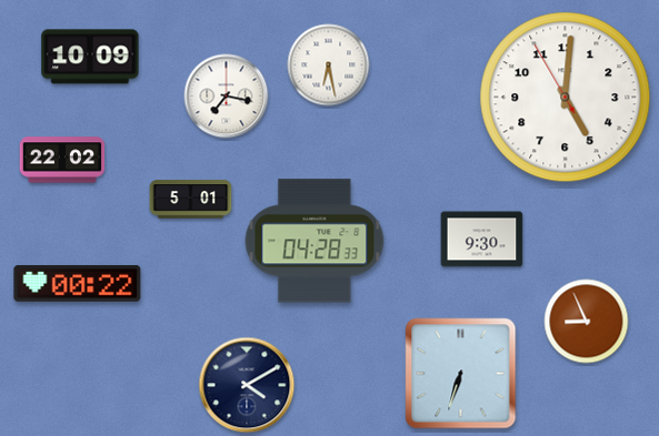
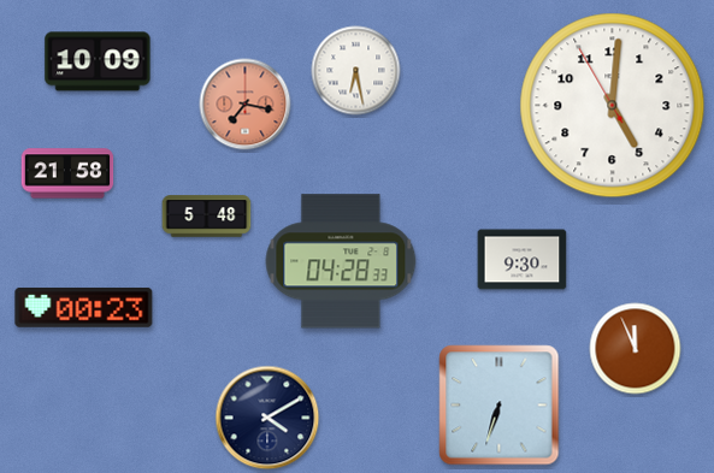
clock at (227, 97) dial: white -> salmon
clock at (62, 160): 22:02 -> 21:58
clock at (191, 200): 5:01 -> 5:48
clock at (78, 284): 00:22 -> 00:23
clock at (587, 322): 8:56 -> 11:56
